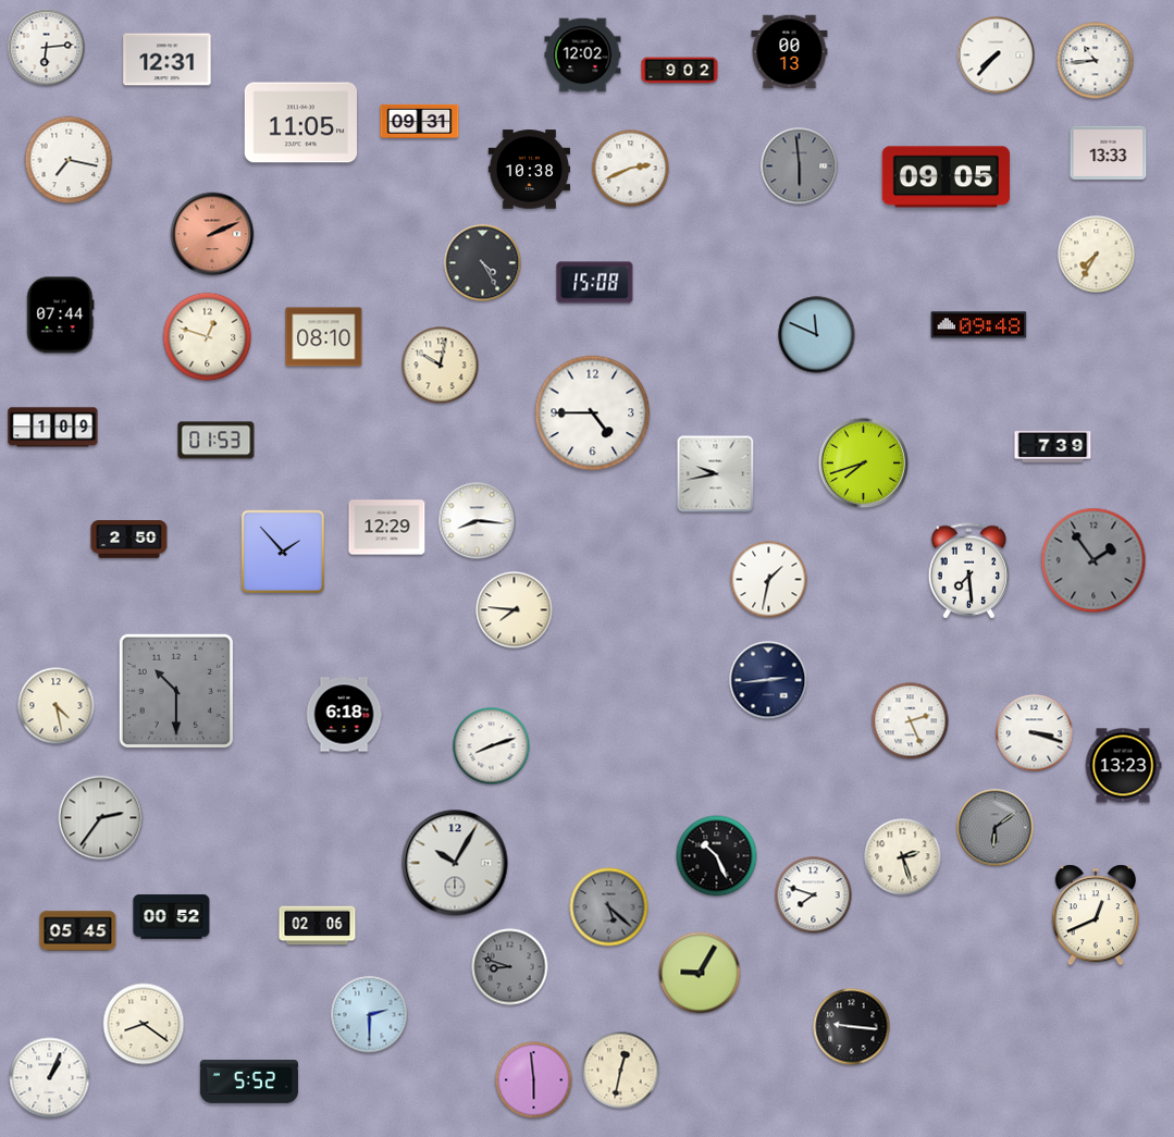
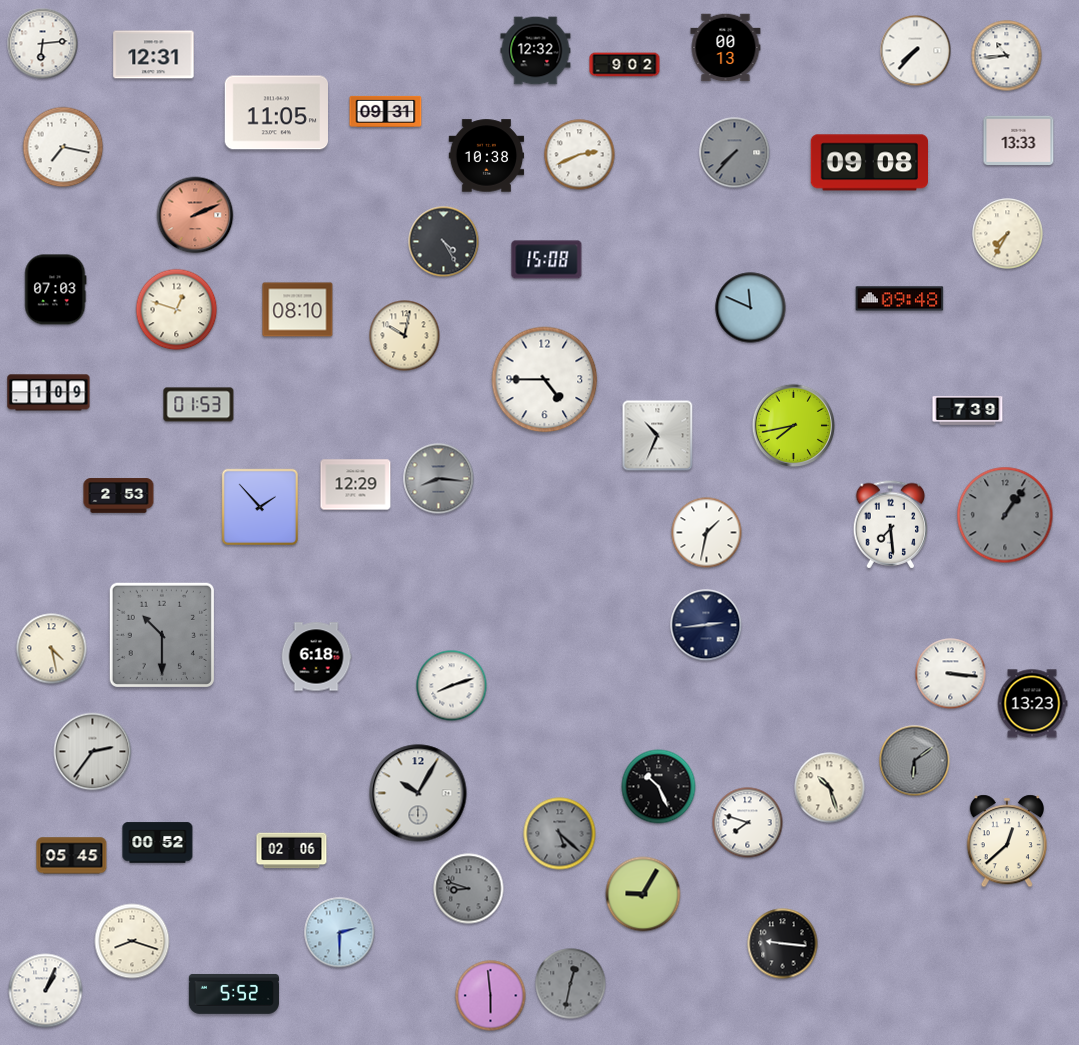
clock at (583, 55): 12:02 -> 12:32
clock at (800, 166): 5:59 -> 7:37
clock at (946, 177): 09:05 -> 09:08
clock at (61, 316): 07:44 -> 07:03
clock at (208, 337) position: (208, 337) -> (177, 310)
clock at (863, 462): 7:42 -> 7:43
clock at (716, 474): 9:43 -> 10:34
clock at (478, 521) dial: white -> grey
clock at (129, 540): 2:50 -> 2:53
clock at (1093, 560): 1:54 -> 1:06
clock at (515, 610): 7:46 -> none
clock at (911, 721): 2:26 -> none
clock at (1035, 733): 3:18 -> 3:16
clock at (903, 857): 2:27 -> 10:27
clock at (1096, 915): 12:41 -> 12:38
clock at (144, 1024): 8:21 -> 8:18
clock at (621, 1071) dial: cream -> grey
clock at (534, 1080) position: (534, 1080) -> (491, 996)
clock at (249, 1082) position: (249, 1082) -> (234, 994)
